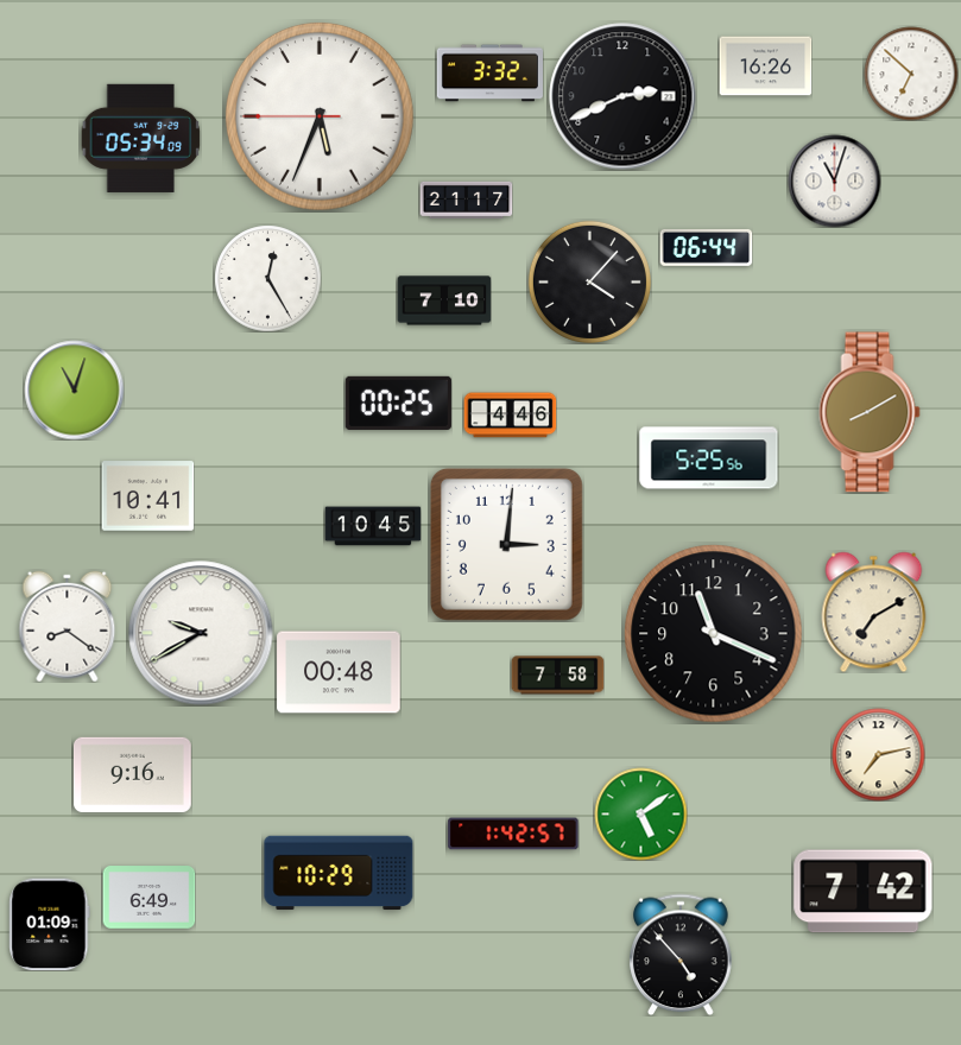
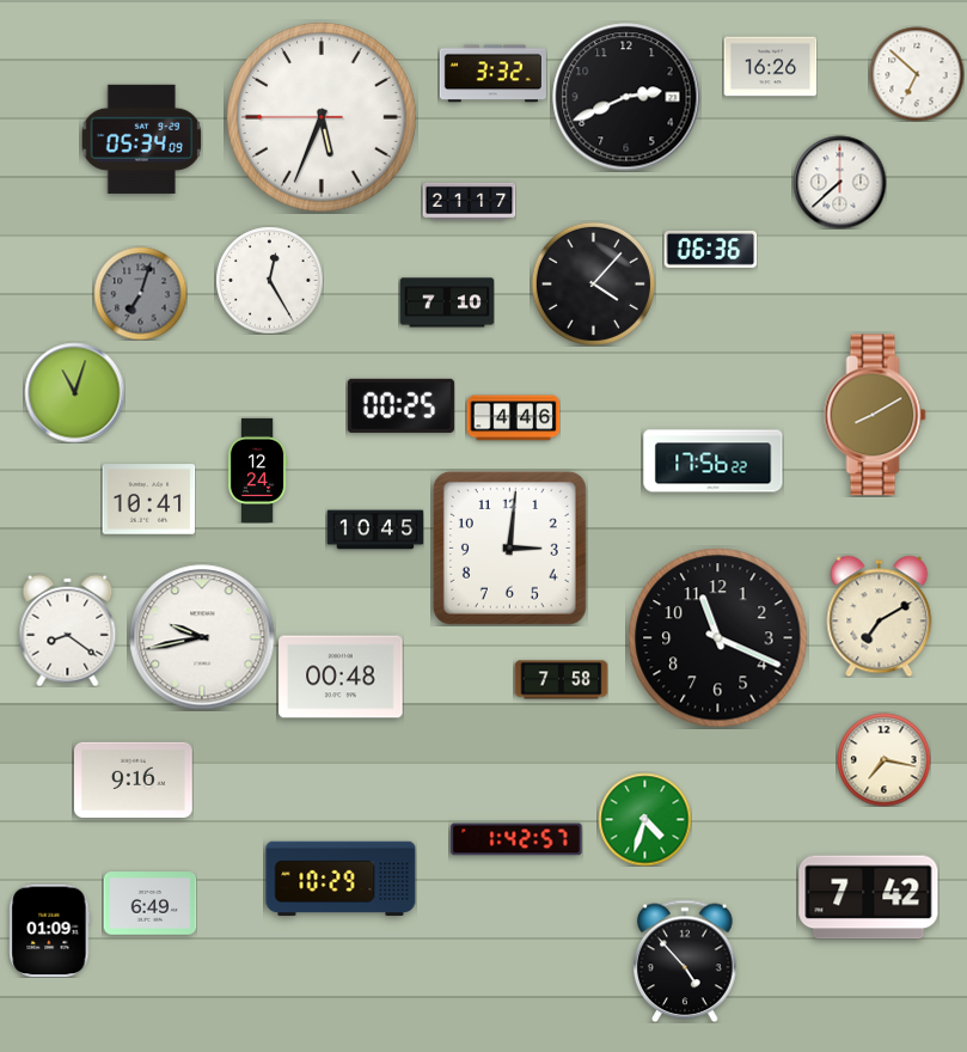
clock at (834, 180): 11:03 -> 7:38
clock at (706, 247): 06:44 -> 06:36
clock at (140, 293): none -> 7:03
clock at (709, 458): 5:25 -> 17:56
clock at (257, 470): none -> 12:24
clock at (201, 633): 9:40 -> 9:43
clock at (878, 754): 7:13 -> 7:17
clock at (640, 813): 5:09 -> 4:33
